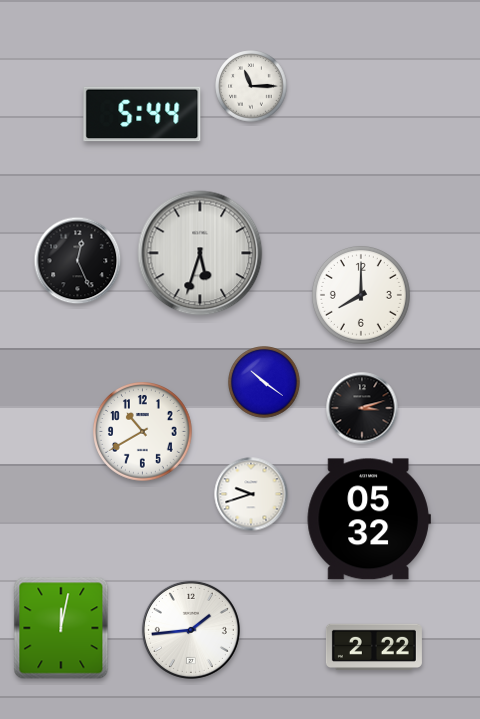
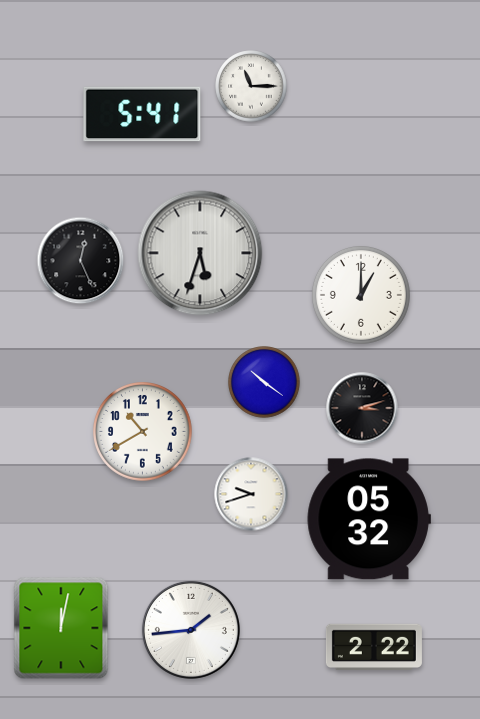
clock at (142, 114): 5:44 -> 5:41
clock at (78, 261) position: (78, 261) -> (81, 261)
clock at (361, 295): 8:00 -> 1:00
